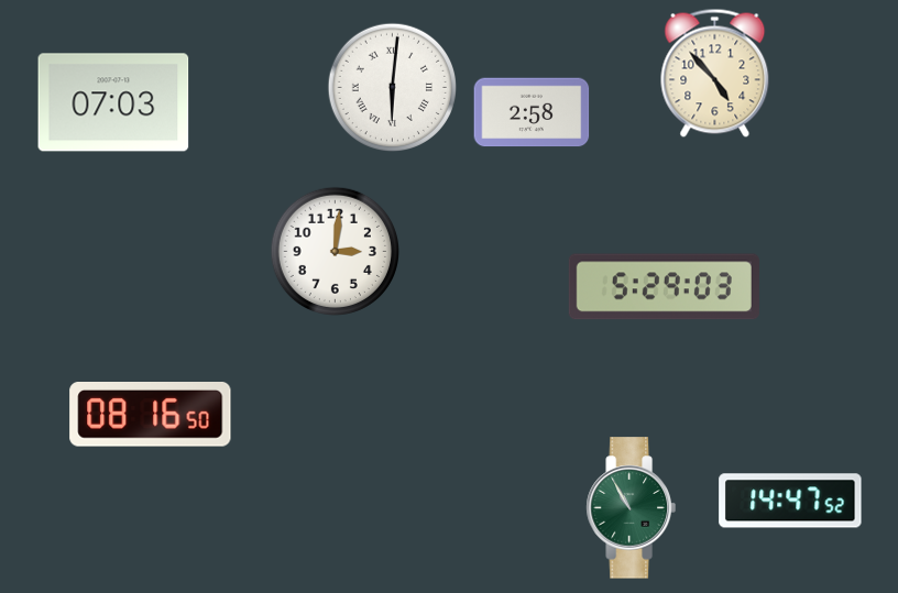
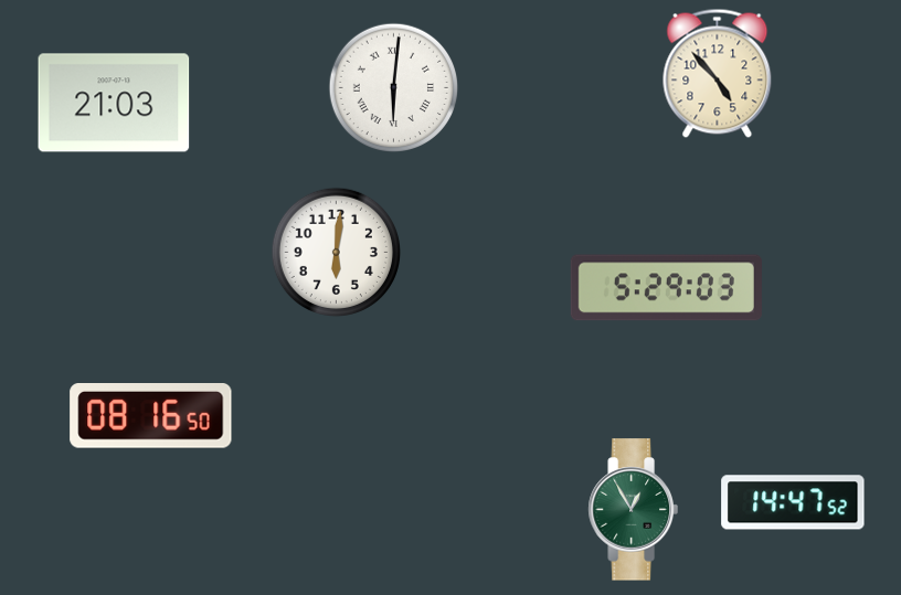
clock at (113, 102): 07:03 -> 21:03
clock at (532, 112): 2:58 -> none
clock at (335, 251): 3:01 -> 6:01
clock at (631, 508): 10:55 -> 12:55
